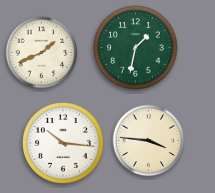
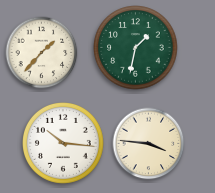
clock at (42, 53): 1:41 -> 1:37
clock at (149, 141) position: (149, 141) -> (149, 144)
